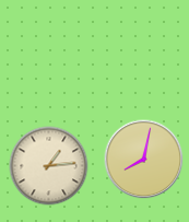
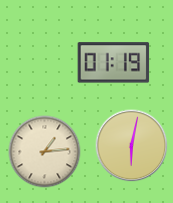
clock at (114, 63): none -> 01:19
clock at (144, 160): 8:02 -> 6:02
